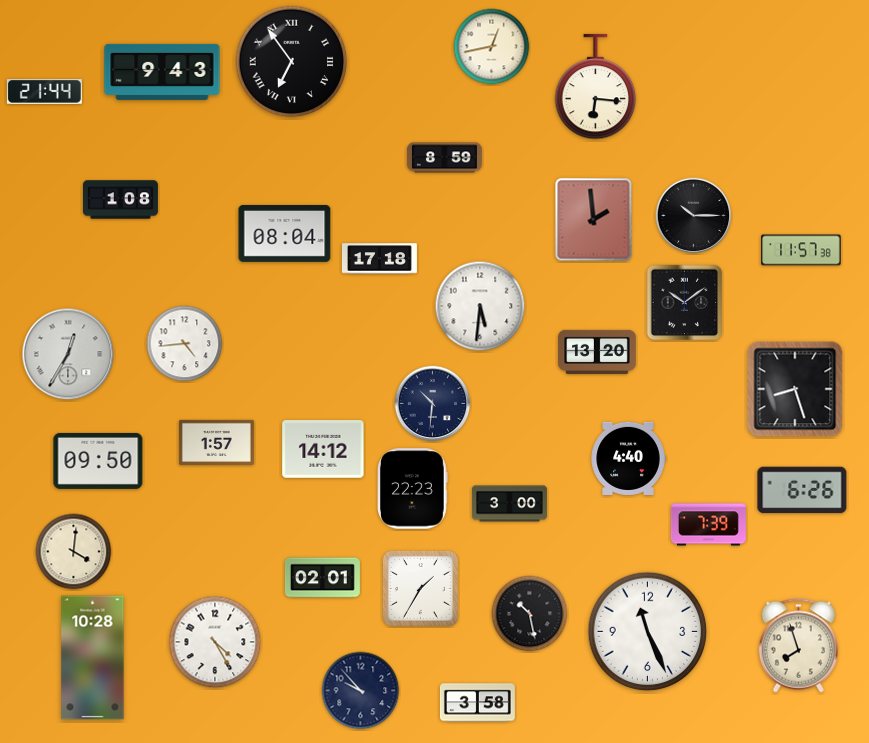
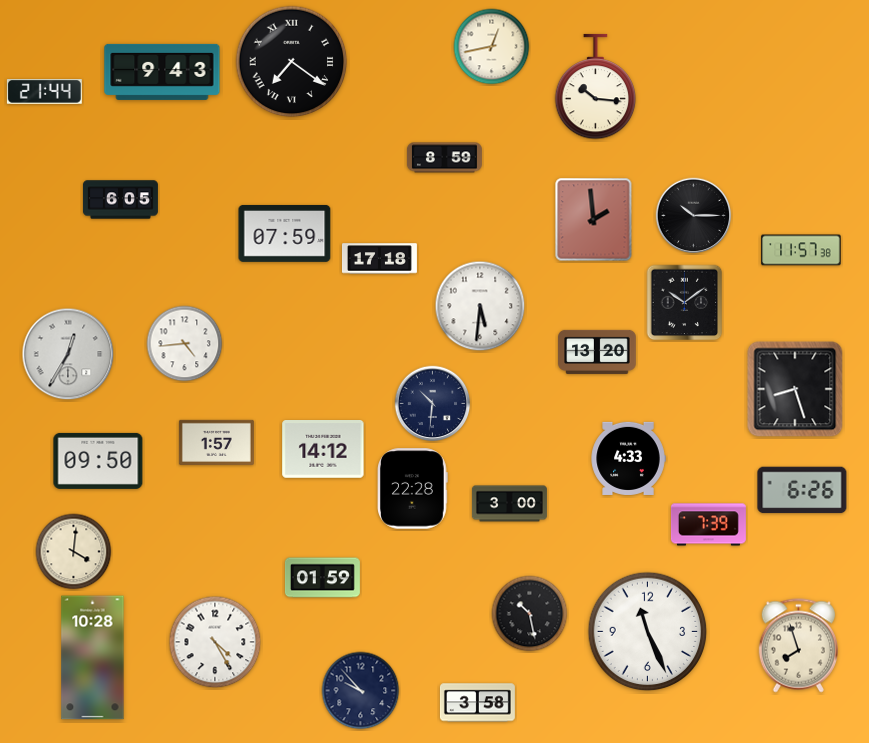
clock at (292, 62): 6:54 -> 7:21
clock at (596, 87): 6:16 -> 10:16
clock at (120, 200): 1:08 -> 6:05
clock at (285, 233): 08:04 -> 07:59
clock at (628, 458): 4:40 -> 4:33
clock at (413, 489): 22:23 -> 22:28
clock at (322, 578): 02:01 -> 01:59
clock at (420, 588): 1:35 -> none
